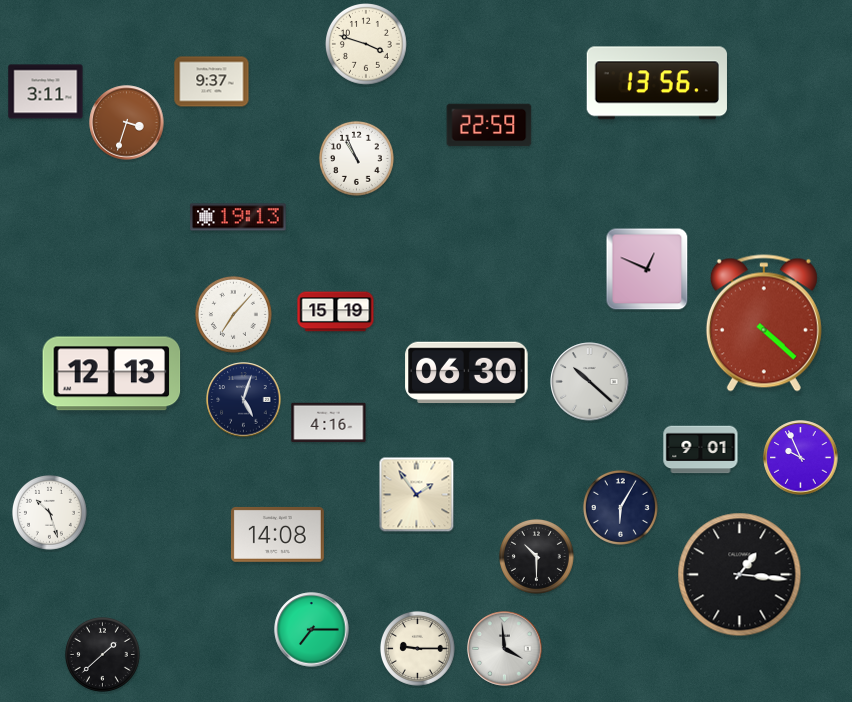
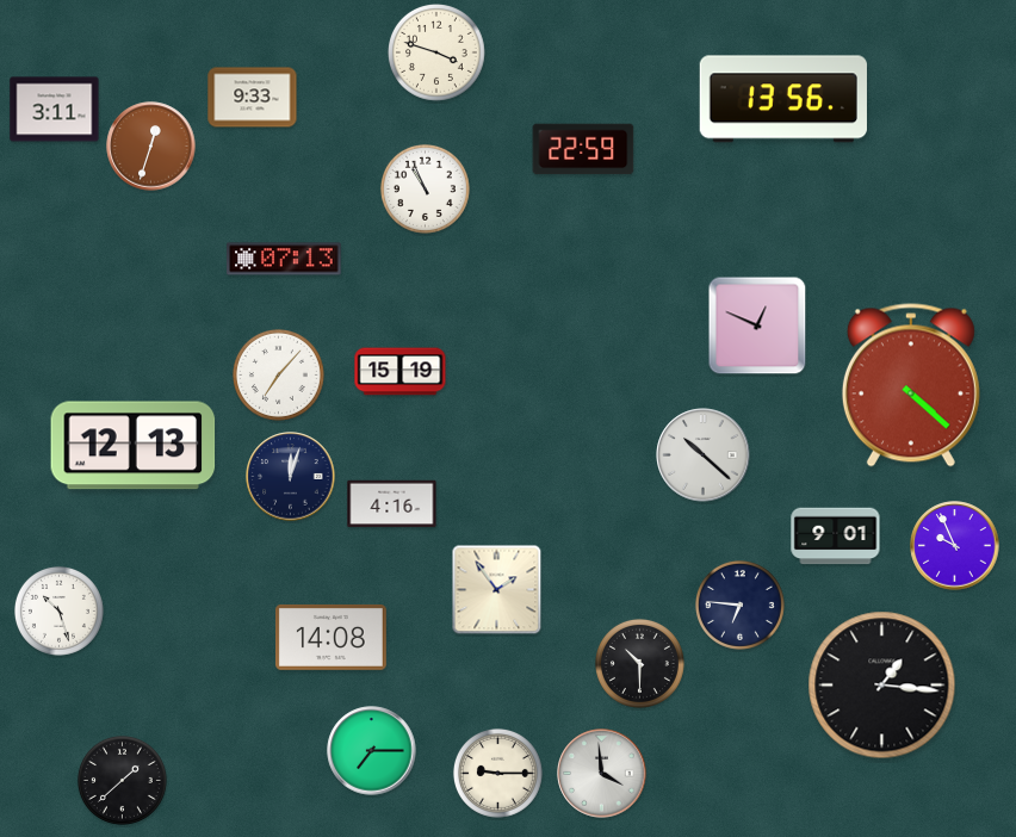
clock at (212, 82): 9:37 -> 9:33
clock at (127, 123): 3:33 -> 12:33
clock at (238, 217): 19:13 -> 07:13
clock at (647, 269) position: (647, 269) -> (757, 325)
clock at (467, 373): 06:30 -> none
clock at (244, 400): 5:03 -> 12:03
clock at (620, 507): 6:05 -> 6:46
